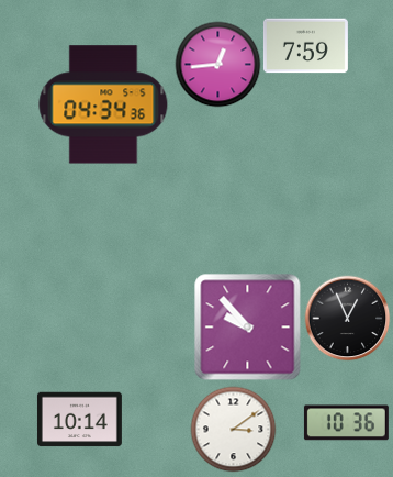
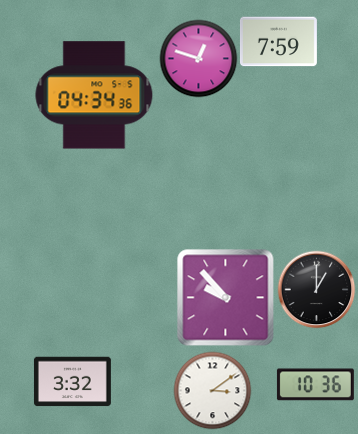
clock at (217, 64): 12:44 -> 12:48
clock at (347, 318): 12:56 -> 1:00
clock at (79, 420): 10:14 -> 3:32
